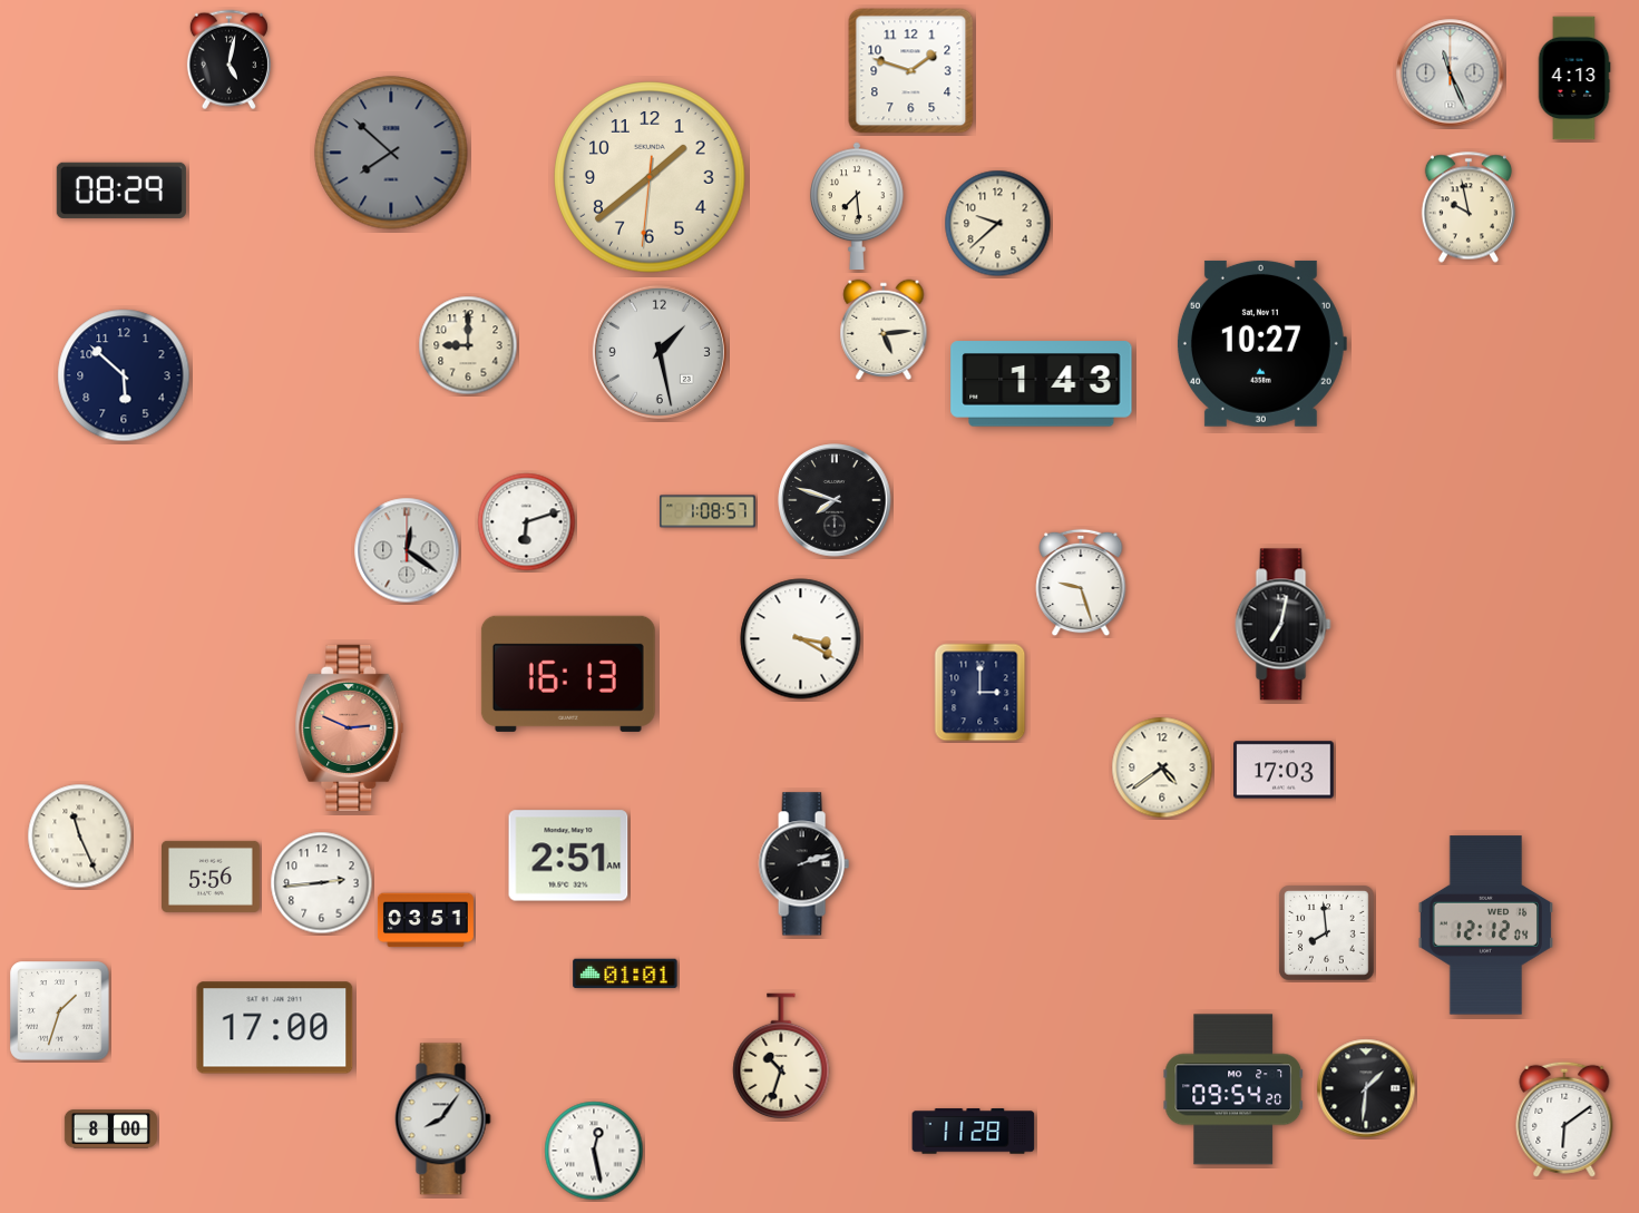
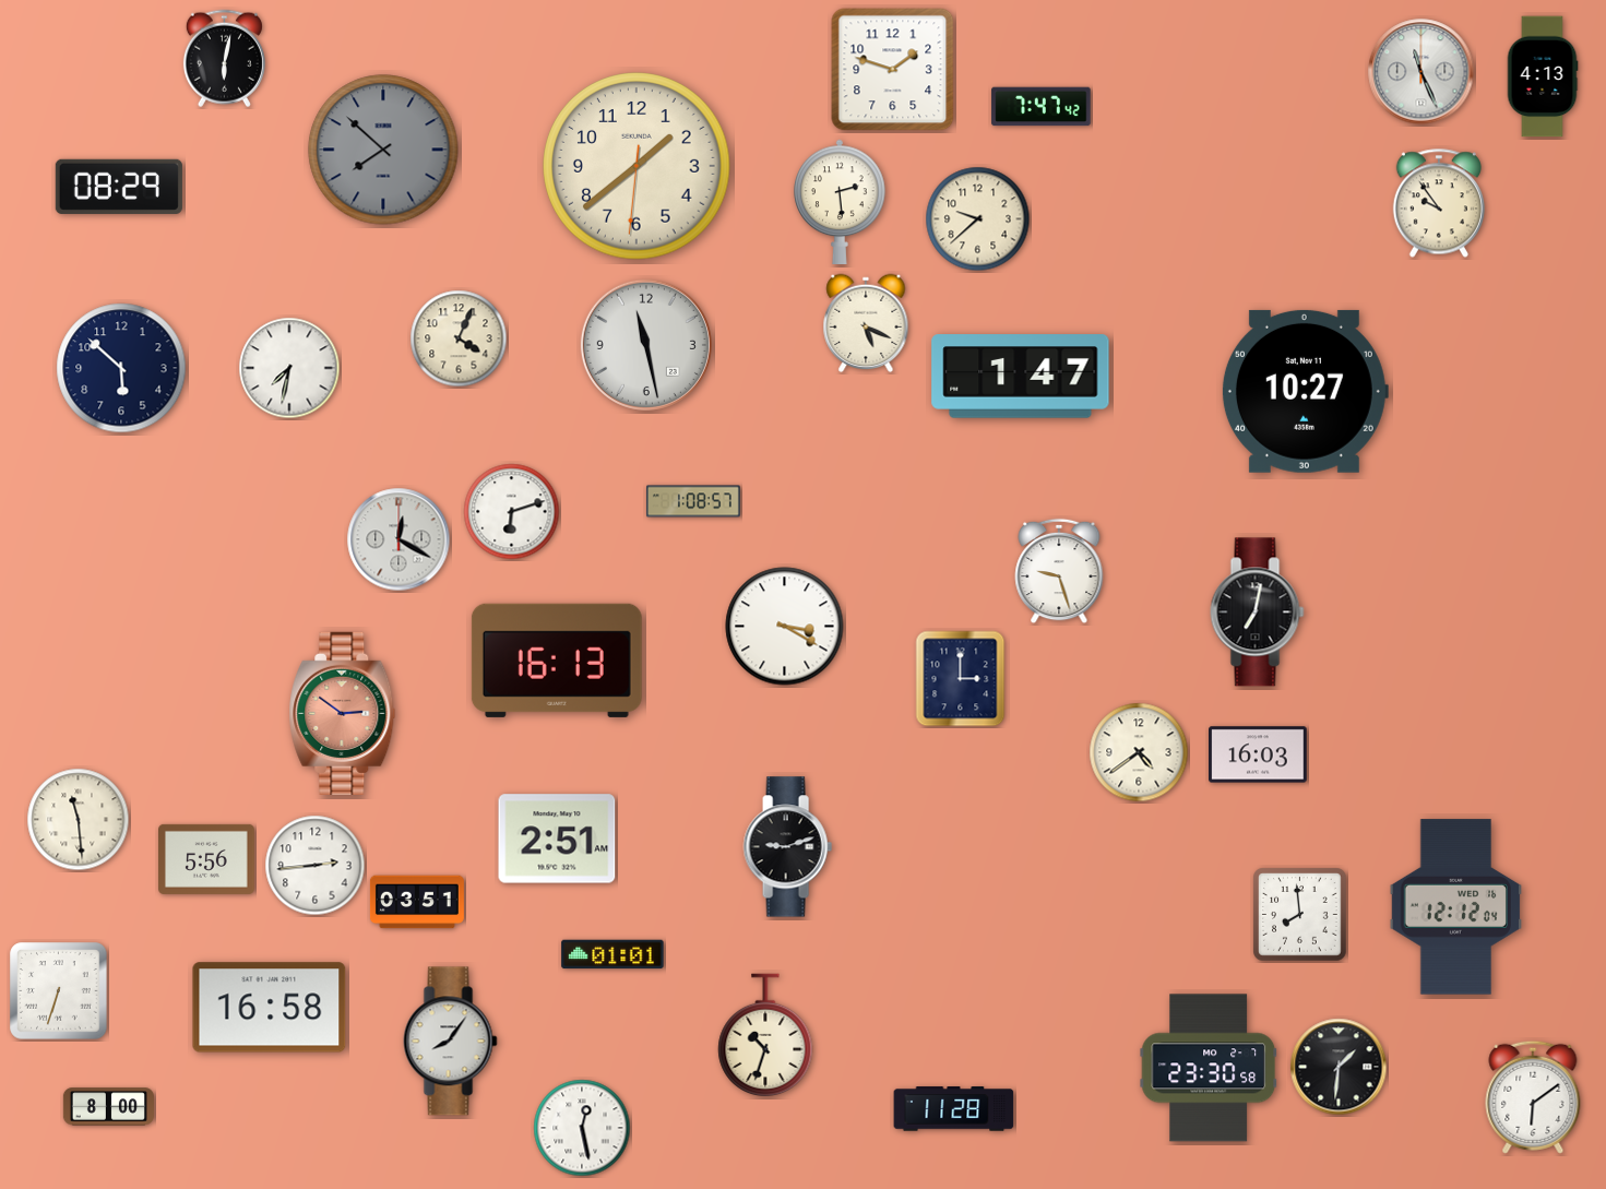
clock at (228, 60): 5:02 -> 6:02
clock at (1042, 107): none -> 7:47
clock at (650, 177) position: (650, 177) -> (637, 166)
clock at (857, 205): 7:29 -> 2:29
clock at (1469, 207): 9:58 -> 9:54
clock at (884, 330): 5:14 -> 5:19
clock at (1261, 343) position: (1261, 343) -> (1305, 391)
clock at (468, 345): 9:00 -> 4:04
clock at (660, 352): 1:28 -> 11:28
clock at (289, 368): none -> 7:32
clock at (1042, 384): 1:43 -> 1:47
clock at (835, 500): 7:48 -> none
clock at (527, 522) position: (527, 522) -> (512, 512)
clock at (407, 550): 12:21 -> 12:20
clock at (350, 727): 2:49 -> 2:51
clock at (1284, 770): 17:03 -> 16:03
clock at (80, 837): 11:26 -> 11:29
clock at (803, 864): 2:12 -> 9:12
clock at (60, 1011): 1:33 -> 6:33
clock at (275, 1028): 17:00 -> 16:58
clock at (1233, 1089): 09:54 -> 23:30
clock at (443, 1119) position: (443, 1119) -> (451, 1042)
